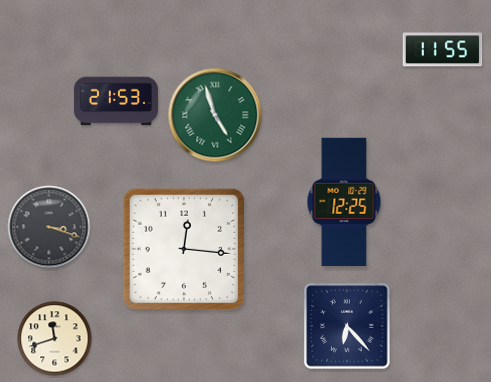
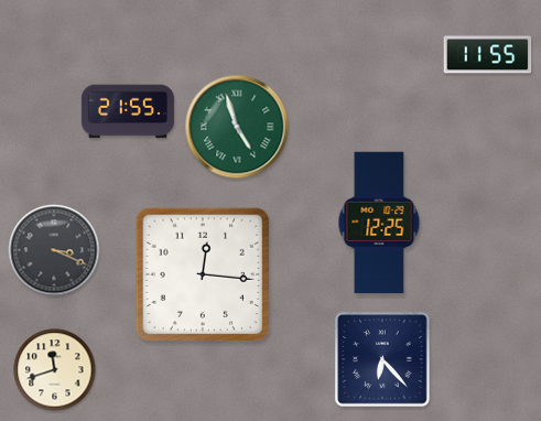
clock at (116, 101): 21:53 -> 21:55
clock at (49, 227): 3:18 -> 3:19
clock at (55, 339) position: (55, 339) -> (55, 370)
